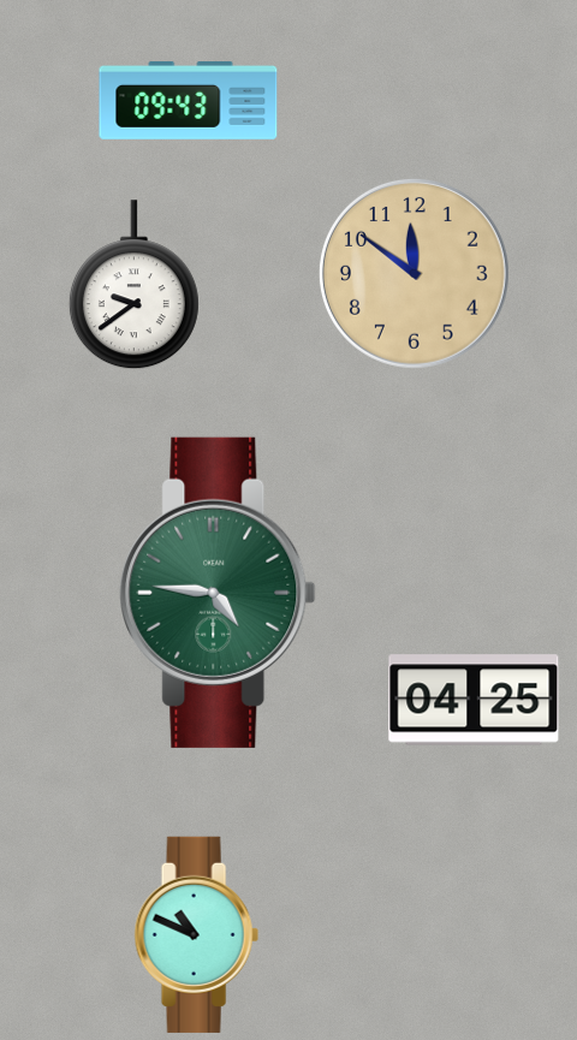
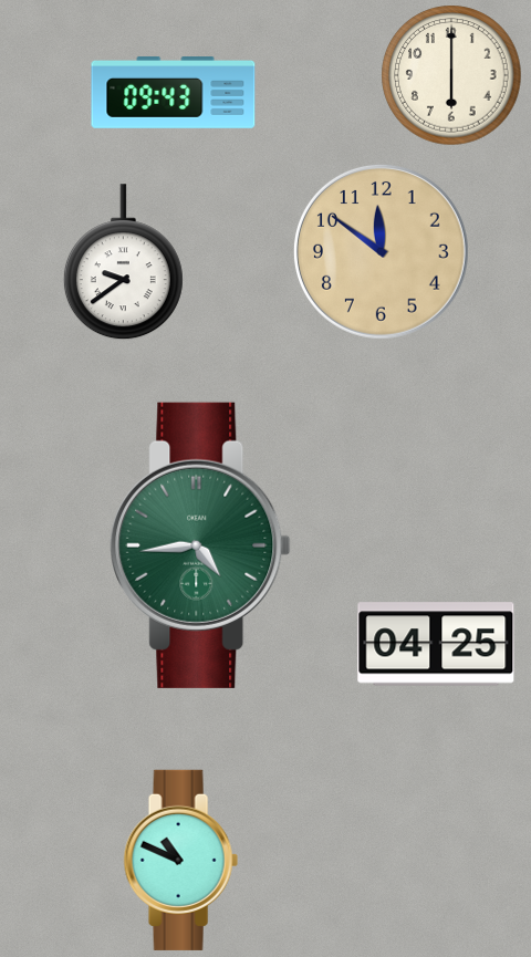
clock at (451, 75): none -> 6:00
clock at (218, 593): 4:46 -> 4:44
